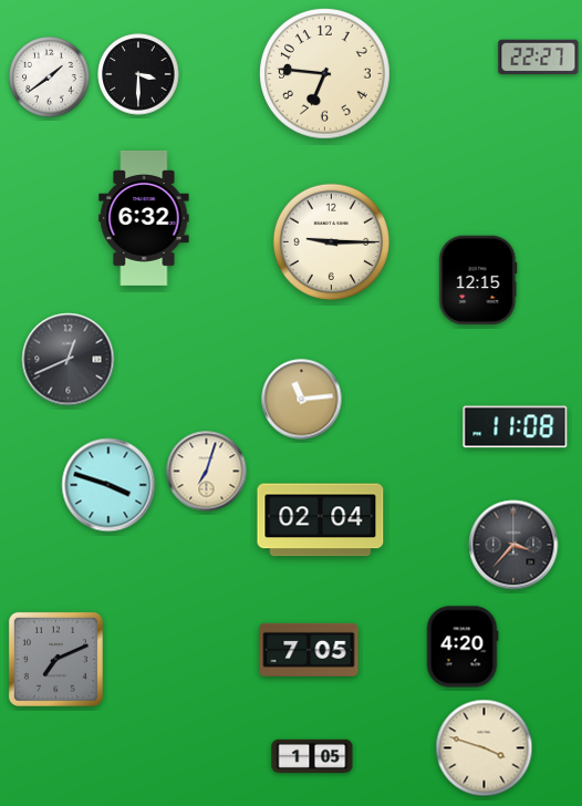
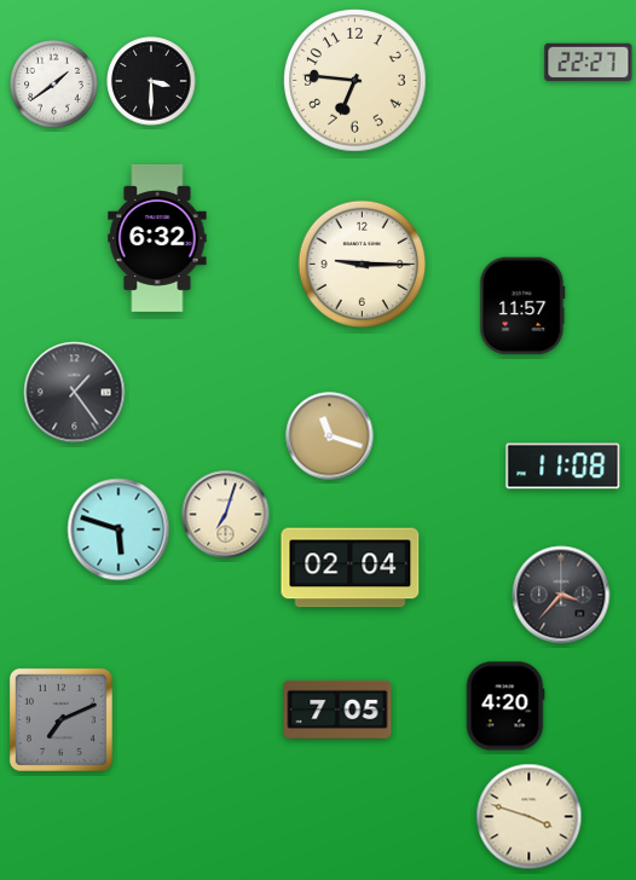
clock at (478, 280): 12:15 -> 11:57
clock at (69, 360): 12:41 -> 1:24
clock at (302, 400): 11:14 -> 11:18
clock at (108, 485): 3:48 -> 5:48
clock at (312, 756): 1:05 -> none
